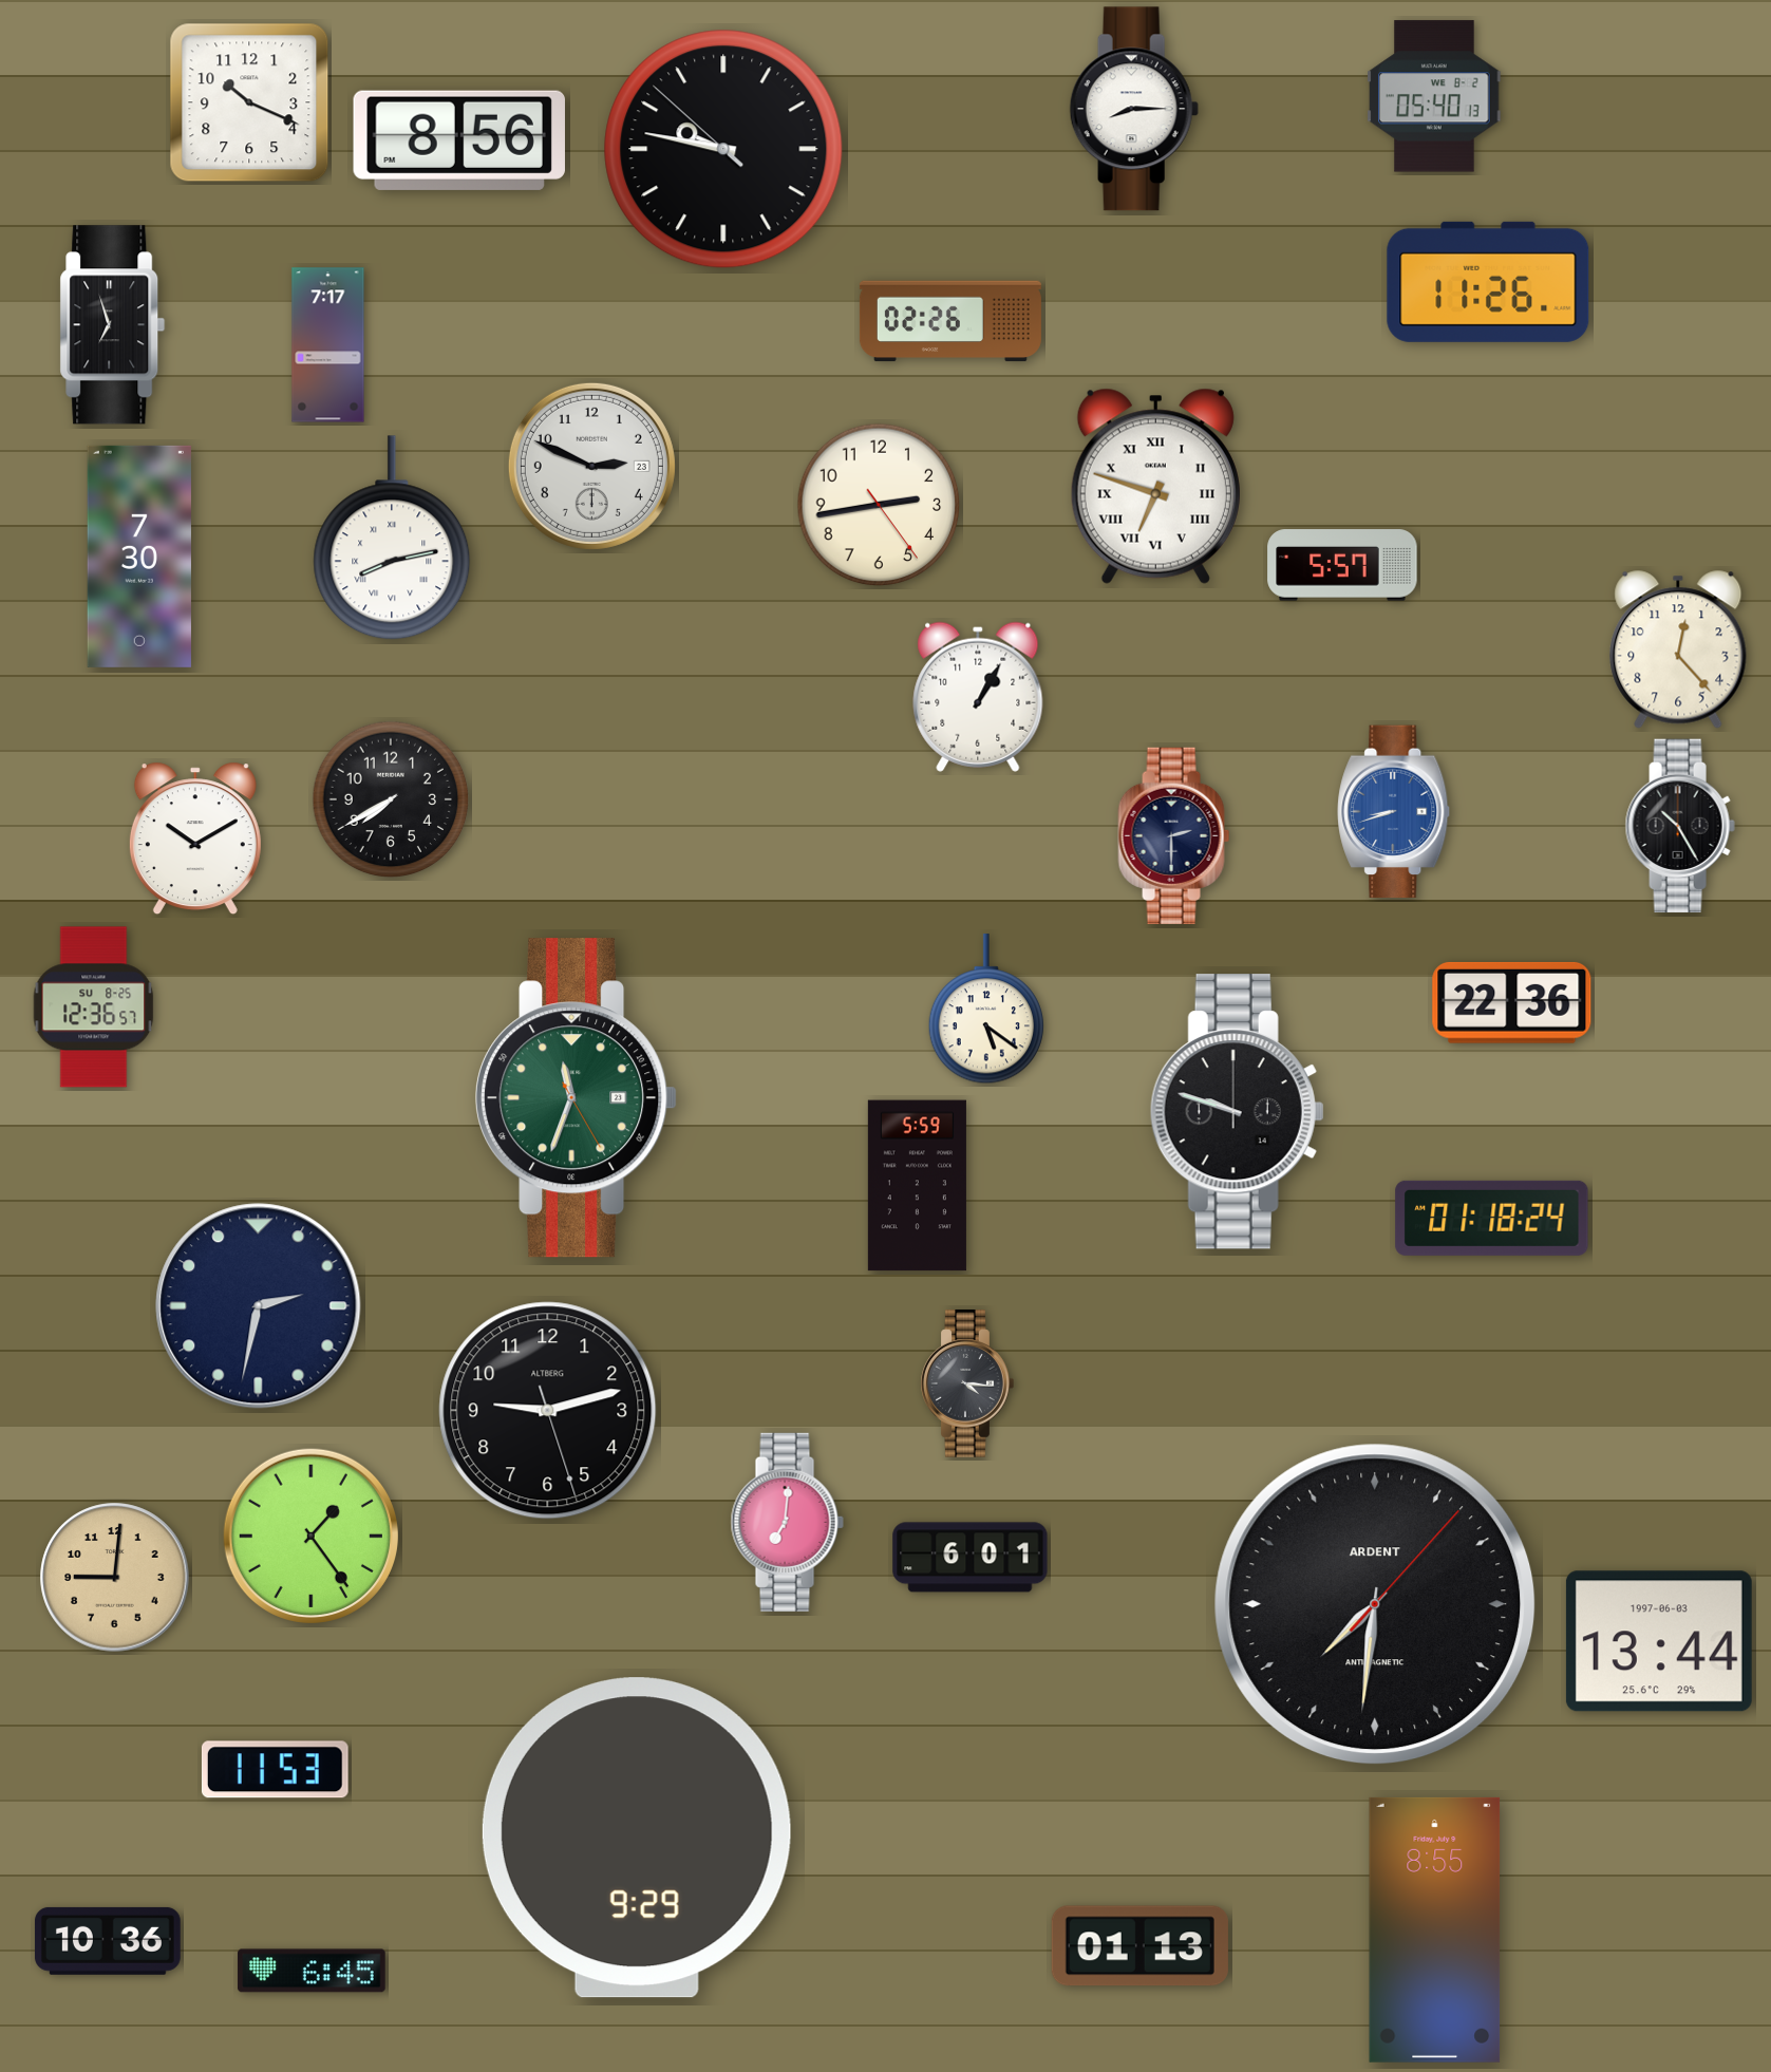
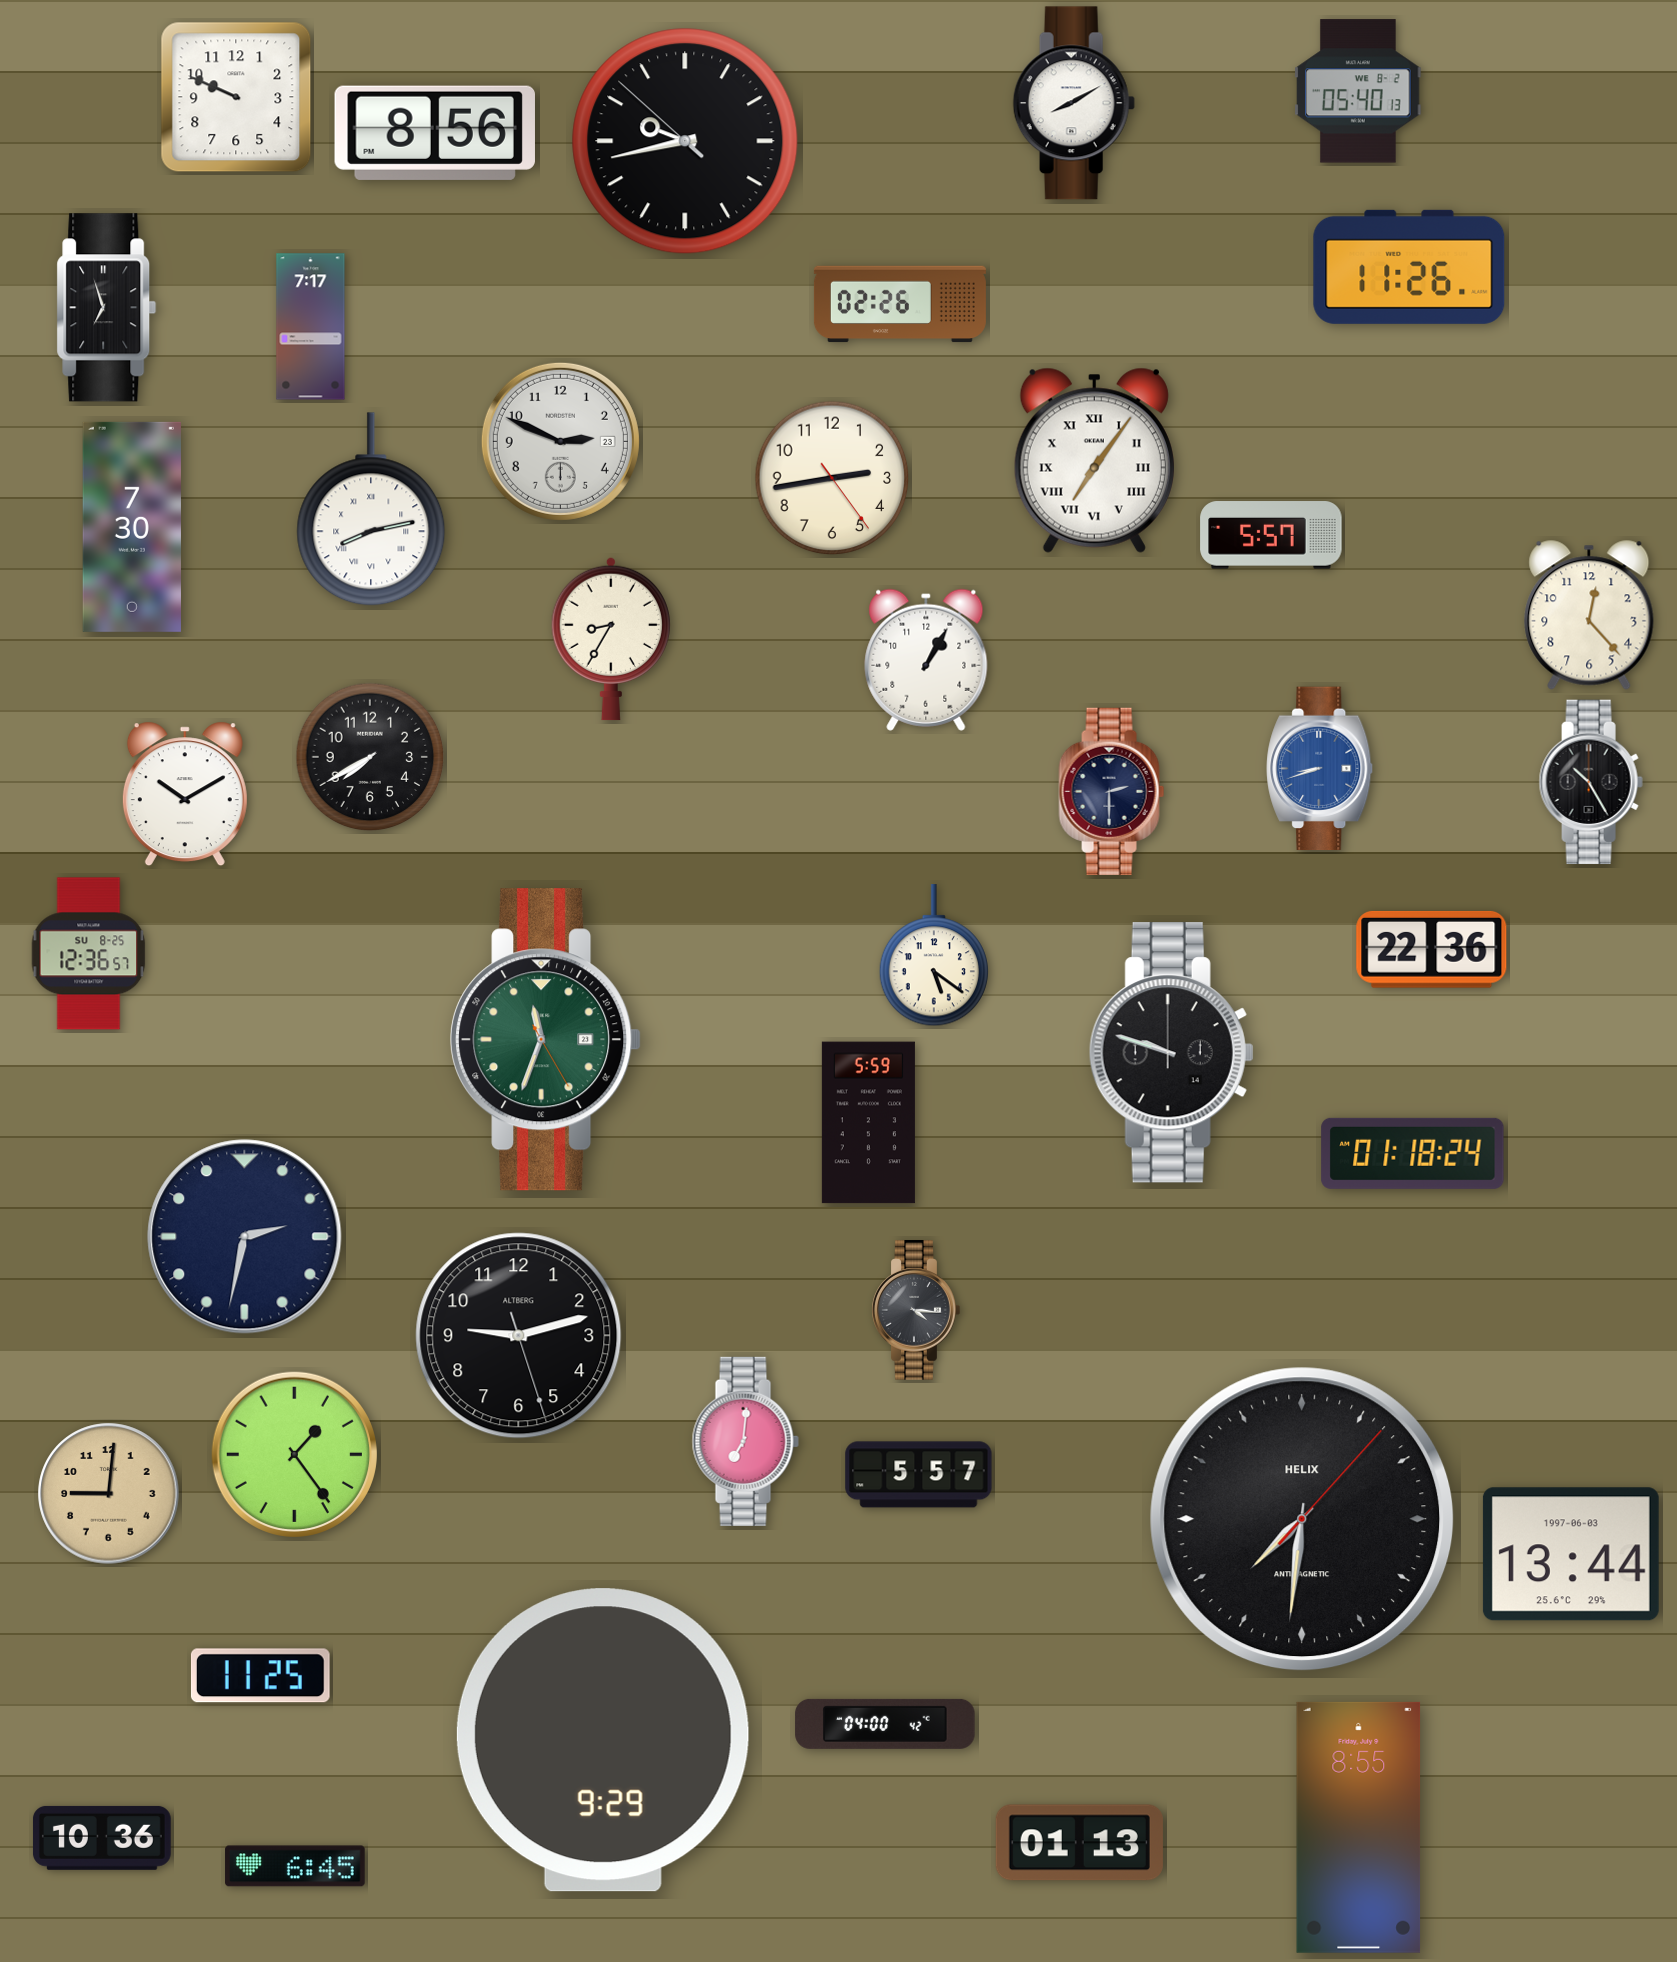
clock at (249, 102): 10:19 -> 9:49
clock at (1134, 109): 8:15 -> 8:10
clock at (723, 149): 9:46 -> 9:42
clock at (1155, 486): 6:48 -> 7:06
clock at (611, 639): none -> 8:35
clock at (971, 1558): 6:01 -> 5:57
clock at (1375, 1604) brand: ARDENT -> HELIX
clock at (275, 1770): 11:53 -> 11:25
clock at (885, 1724): none -> 04:00
